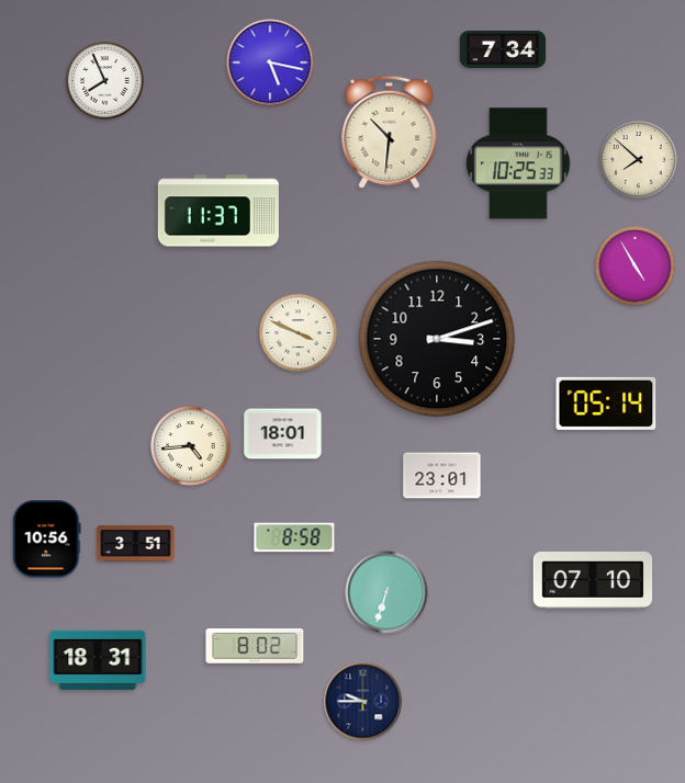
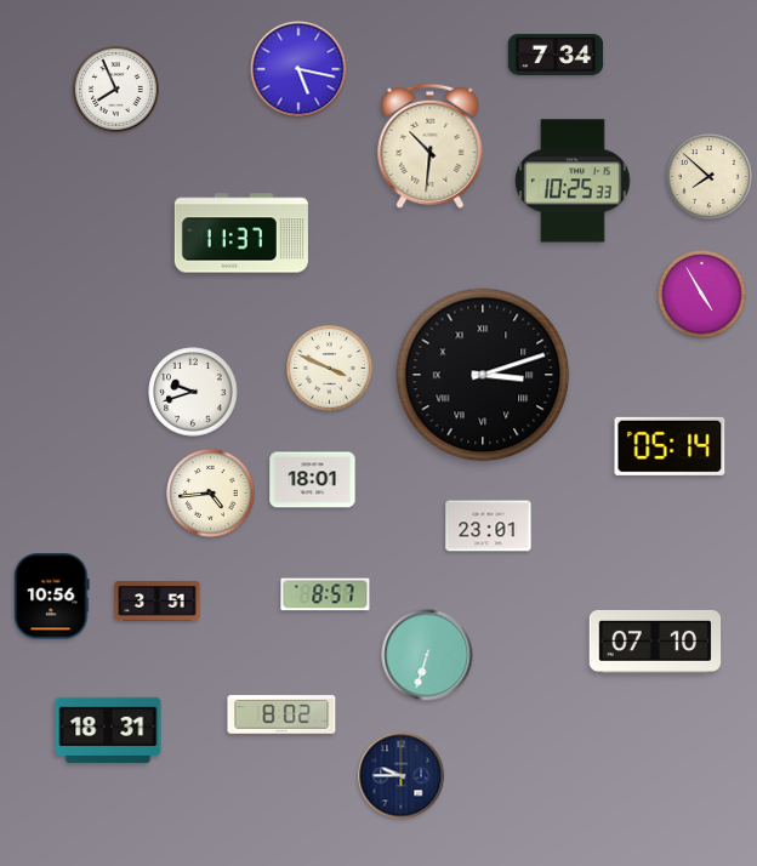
clock at (639, 160) position: (639, 160) -> (710, 177)
clock at (437, 339) numerals: Arabic -> Roman
clock at (193, 392): none -> 9:42
clock at (294, 537): 8:58 -> 8:57
clock at (136, 544) position: (136, 544) -> (158, 602)
